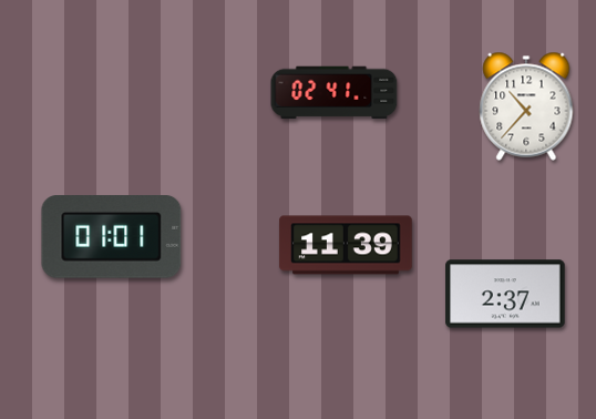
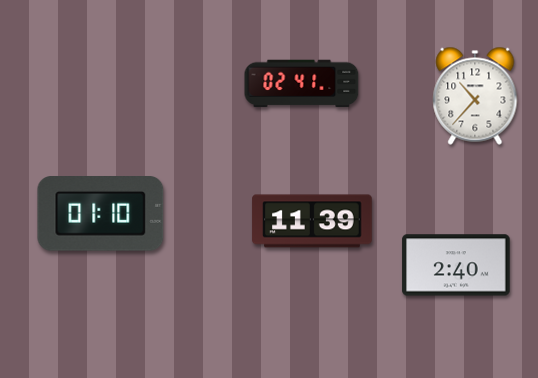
clock at (112, 237): 01:01 -> 01:10
clock at (505, 294): 2:37 -> 2:40
